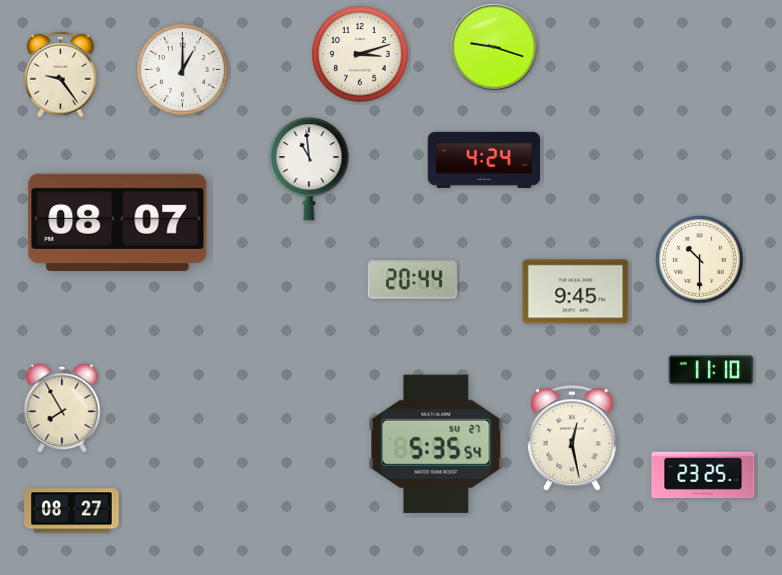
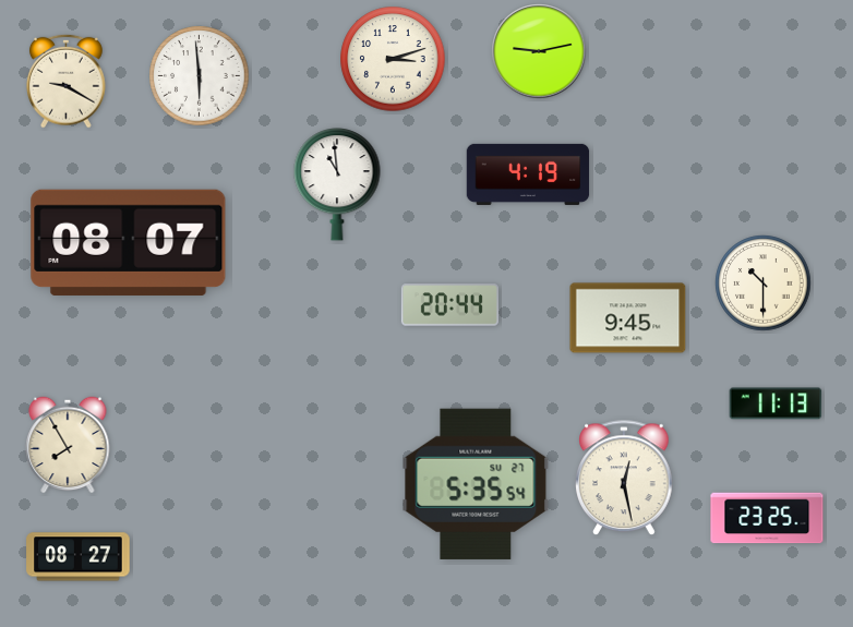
clock at (494, 47): 9:18 -> 9:13
clock at (183, 70): 1:00 -> 5:59
clock at (61, 74): 9:24 -> 9:20
clock at (484, 160): 4:24 -> 4:19
clock at (711, 370): 11:10 -> 11:13
